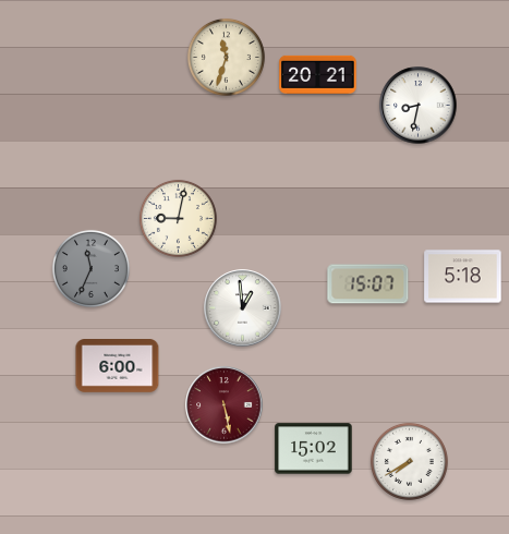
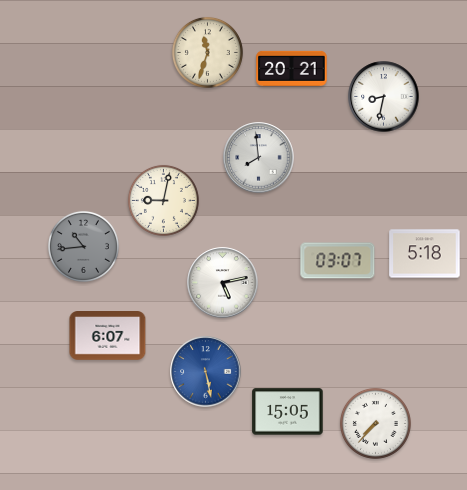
clock at (259, 158): none -> 7:59
clock at (90, 268): 11:34 -> 10:44
clock at (368, 284): 15:07 -> 03:07
clock at (243, 308): 12:59 -> 5:13
clock at (118, 366): 6:00 -> 6:07
clock at (225, 405) dial: burgundy -> blue
clock at (314, 449): 15:02 -> 15:05
clock at (409, 461): 7:40 -> 7:37
